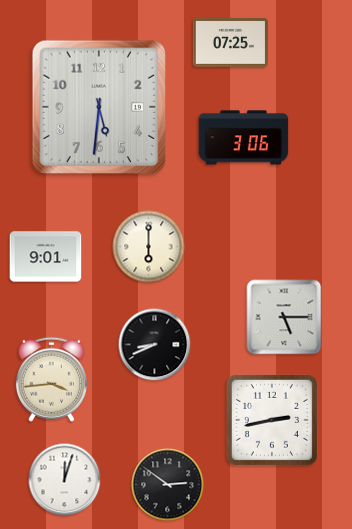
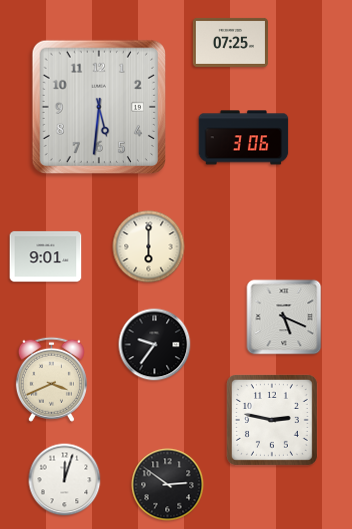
clock at (284, 317): 5:15 -> 5:19
clock at (155, 345): 8:41 -> 9:36
clock at (51, 379): 3:44 -> 3:41
clock at (272, 420): 2:43 -> 2:47
